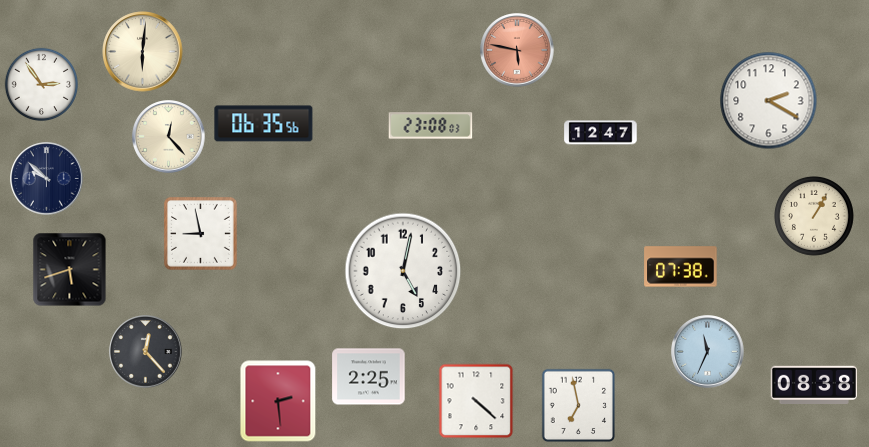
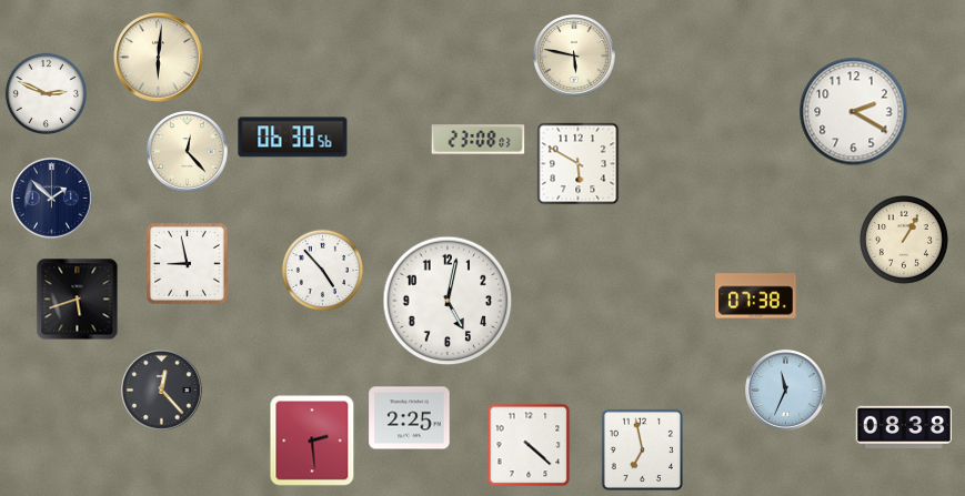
clock at (517, 50) dial: salmon -> cream
clock at (41, 84): 2:54 -> 2:49
clock at (264, 124): 06:35 -> 06:30
clock at (601, 133): 12:47 -> none
clock at (579, 164): none -> 5:50
clock at (47, 179): 9:52 -> 1:52
clock at (200, 233) position: (200, 233) -> (187, 263)
clock at (322, 270): none -> 4:53
clock at (278, 401) position: (278, 401) -> (312, 441)
